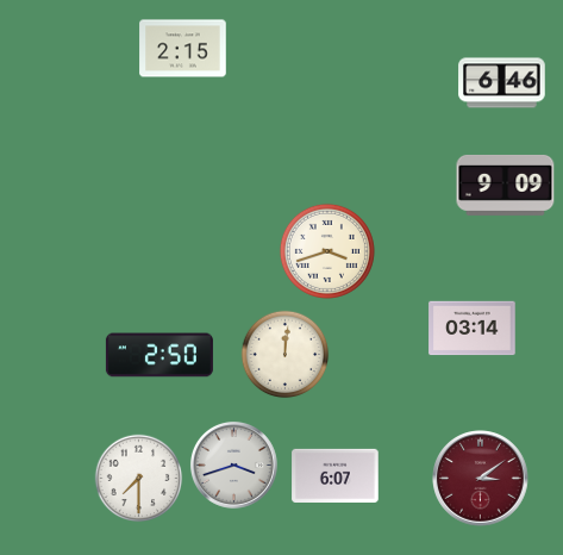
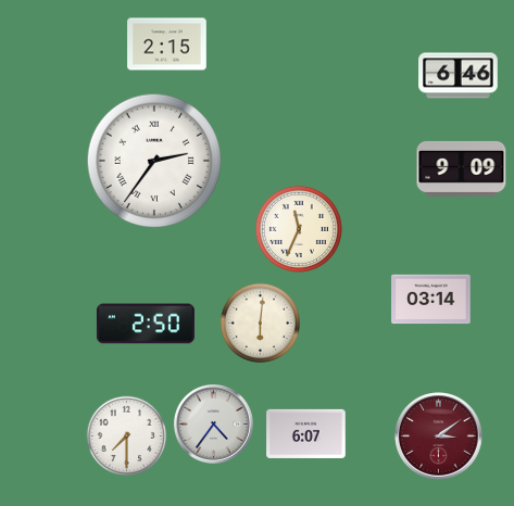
clock at (154, 161): none -> 2:36
clock at (327, 251): 3:42 -> 11:34
clock at (286, 355): 12:01 -> 6:01
clock at (233, 464): 3:42 -> 4:36
